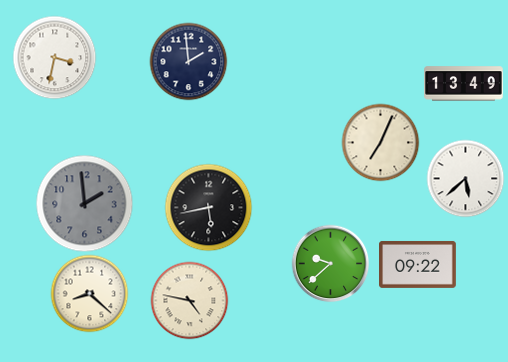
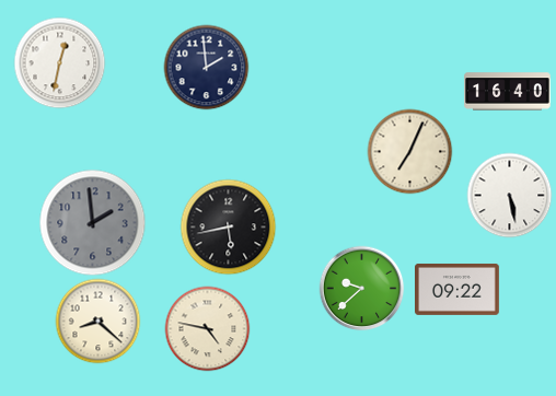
clock at (54, 57): 3:32 -> 12:32
clock at (464, 84): 13:49 -> 16:40
clock at (380, 142) position: (380, 142) -> (409, 151)
clock at (465, 178): 5:38 -> 5:28
